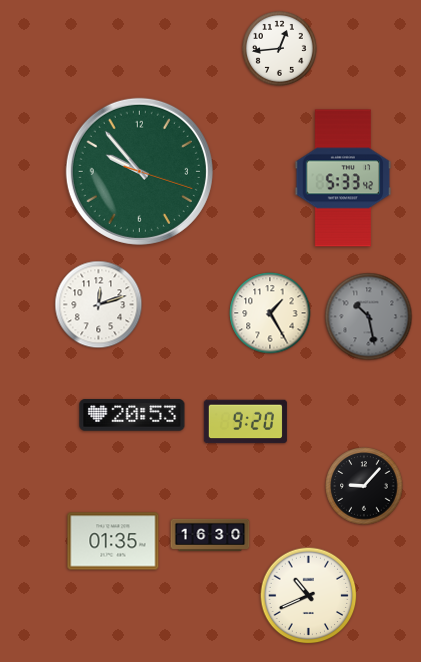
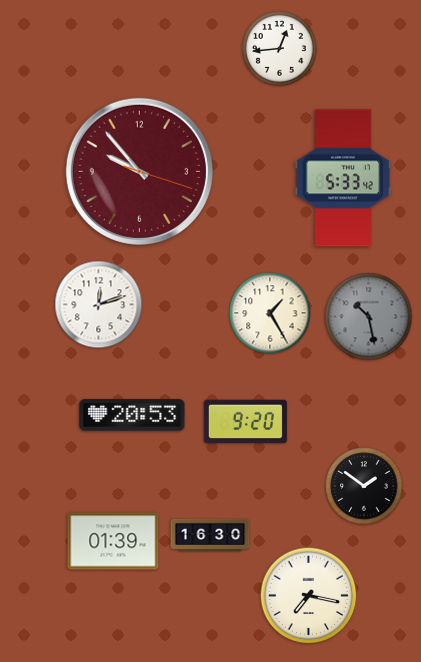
clock at (139, 171) dial: green -> burgundy
clock at (364, 486): 9:07 -> 1:51
clock at (113, 541): 01:35 -> 01:39
clock at (309, 596): 10:41 -> 7:17
